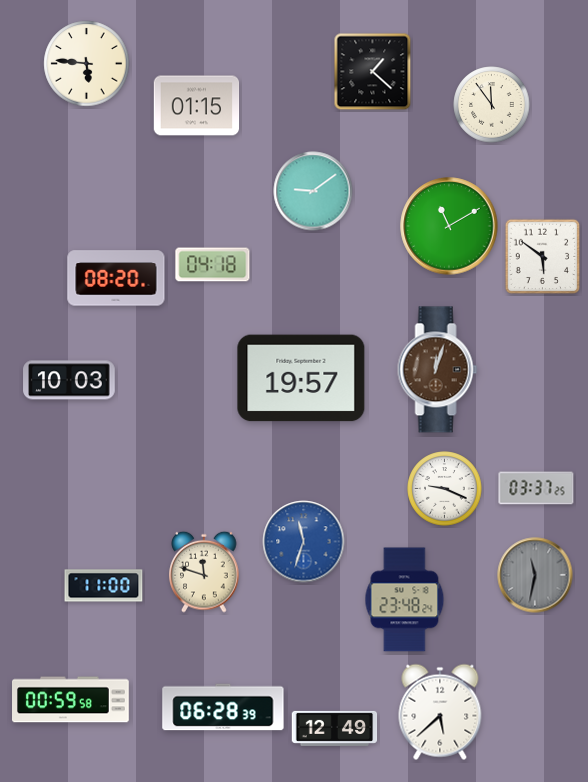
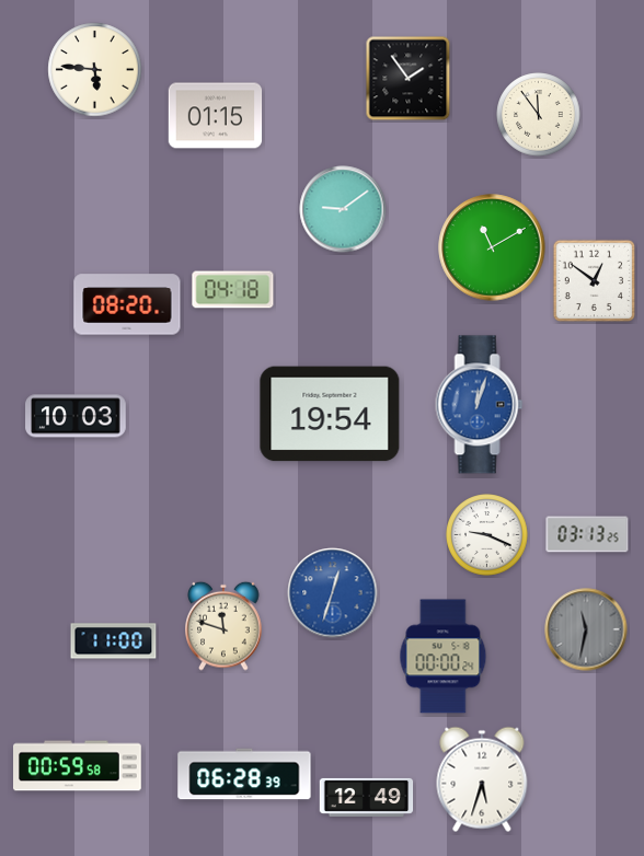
clock at (373, 72): 1:22 -> 1:54
clock at (543, 257): 5:51 -> 12:51
clock at (438, 370) dial: brown -> blue
clock at (301, 378): 19:57 -> 19:54
clock at (536, 488): 03:37 -> 03:13
clock at (304, 542): 11:33 -> 12:33
clock at (405, 600): 23:48 -> 00:00
clock at (440, 712): 5:38 -> 5:33
